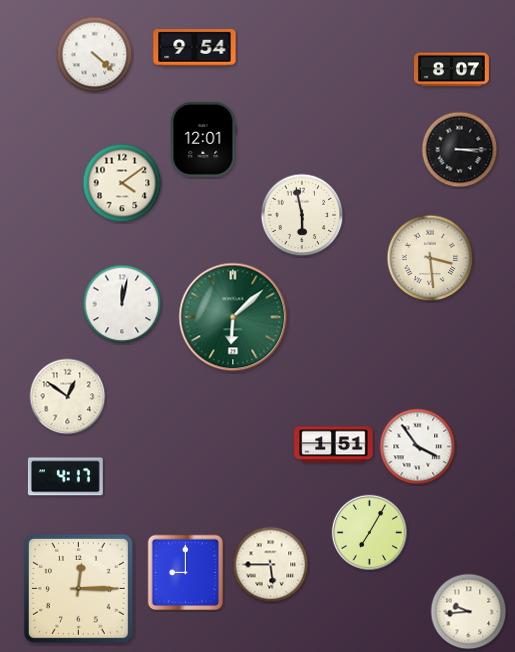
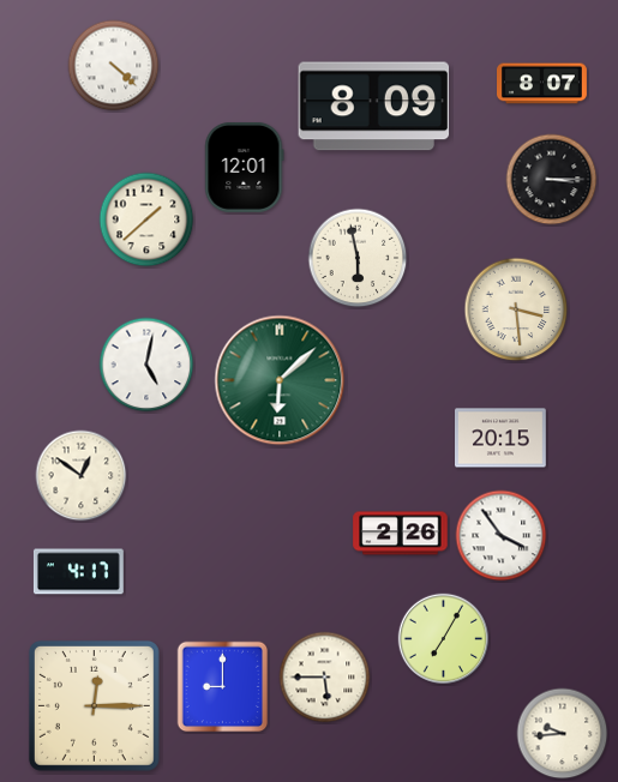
clock at (195, 48): 9:54 -> none
clock at (374, 107): none -> 8:09
clock at (122, 183): 4:09 -> 1:38
clock at (302, 215) position: (302, 215) -> (358, 258)
clock at (122, 304): 12:02 -> 5:02
clock at (502, 438): none -> 20:15
clock at (334, 445): 1:51 -> 2:26
